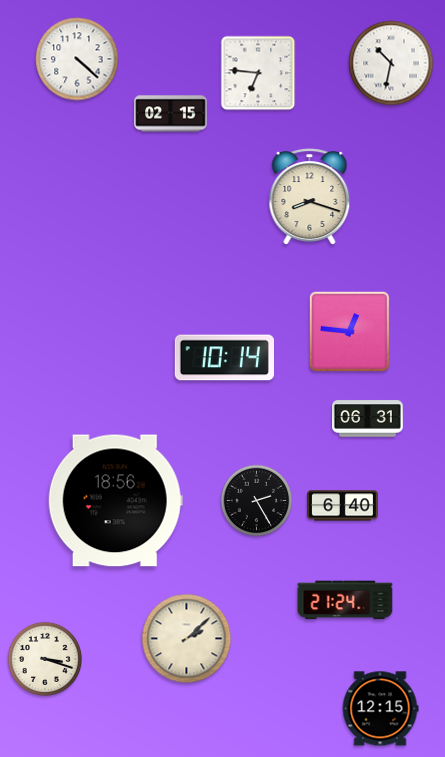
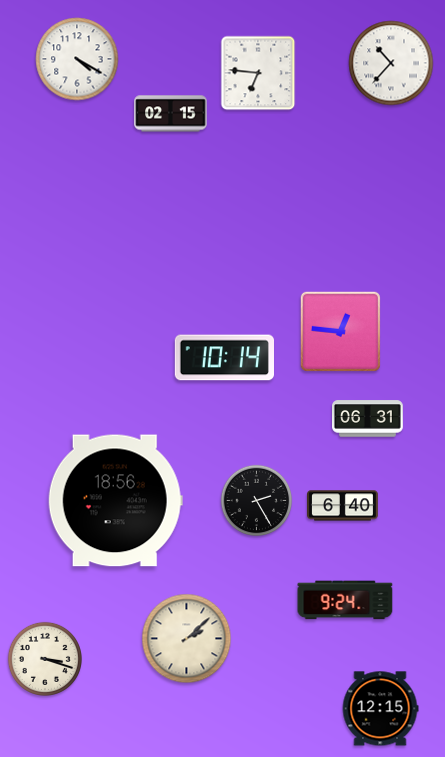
clock at (77, 59): 4:22 -> 4:20
clock at (391, 63): 10:32 -> 10:37
clock at (310, 197): 8:18 -> none
clock at (349, 331) position: (349, 331) -> (340, 331)
clock at (345, 600): 21:24 -> 9:24
